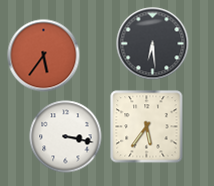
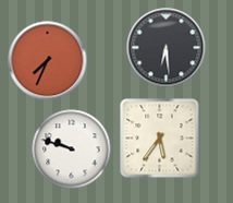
clock at (44, 56): 5:36 -> 7:34
clock at (66, 137): 3:17 -> 9:48
